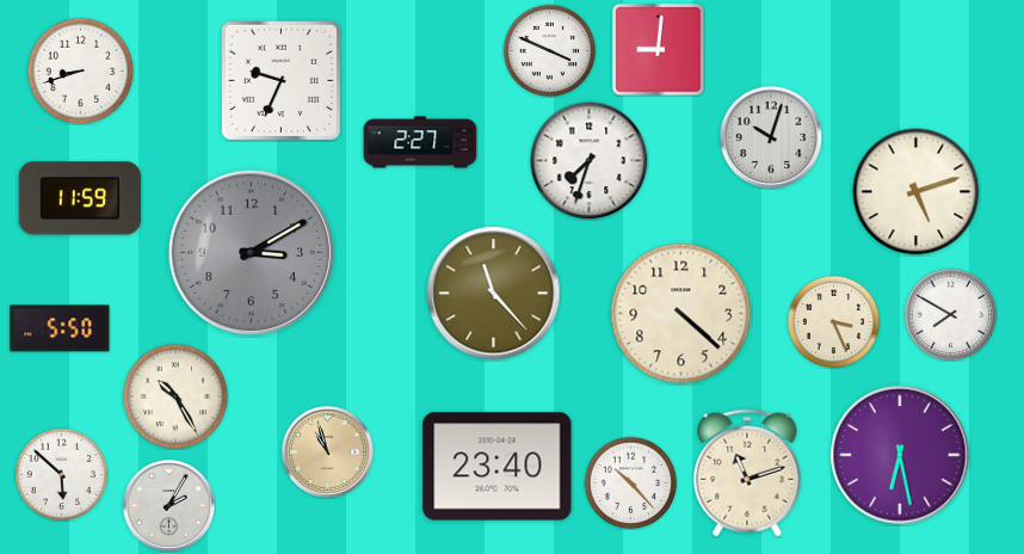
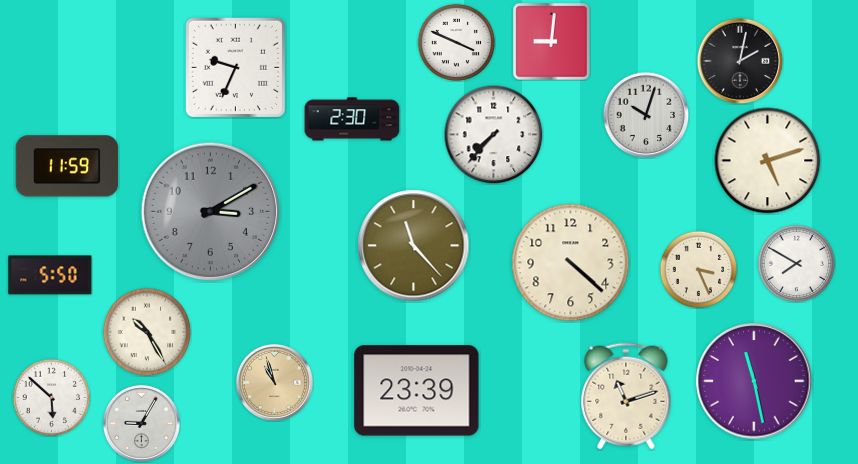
clock at (549, 50) position: (549, 50) -> (456, 42)
clock at (80, 70): 8:42 -> none
clock at (740, 61): none -> 2:02
clock at (420, 142): 2:27 -> 2:30
clock at (590, 161): 7:33 -> 7:37
clock at (327, 451) position: (327, 451) -> (274, 382)
clock at (900, 455): 6:28 -> 11:28
clock at (498, 467): 23:40 -> 23:39
clock at (630, 482): 10:23 -> none
clock at (168, 505): 2:05 -> 9:05
